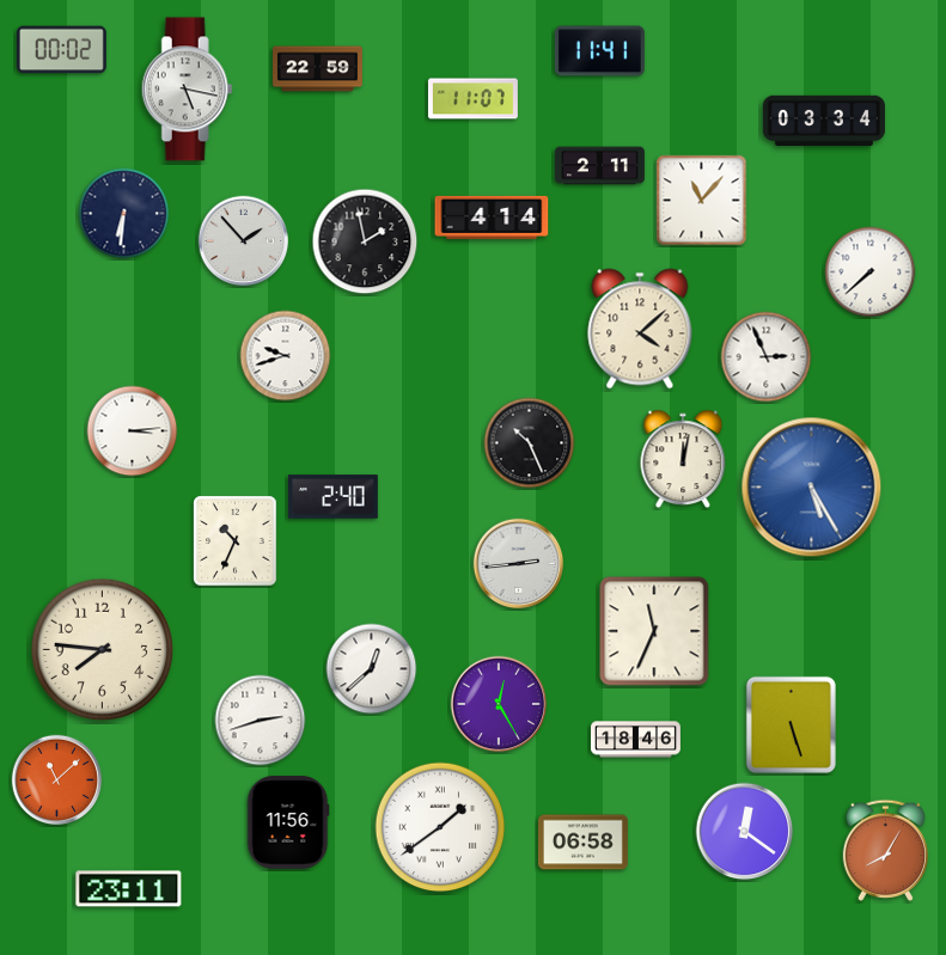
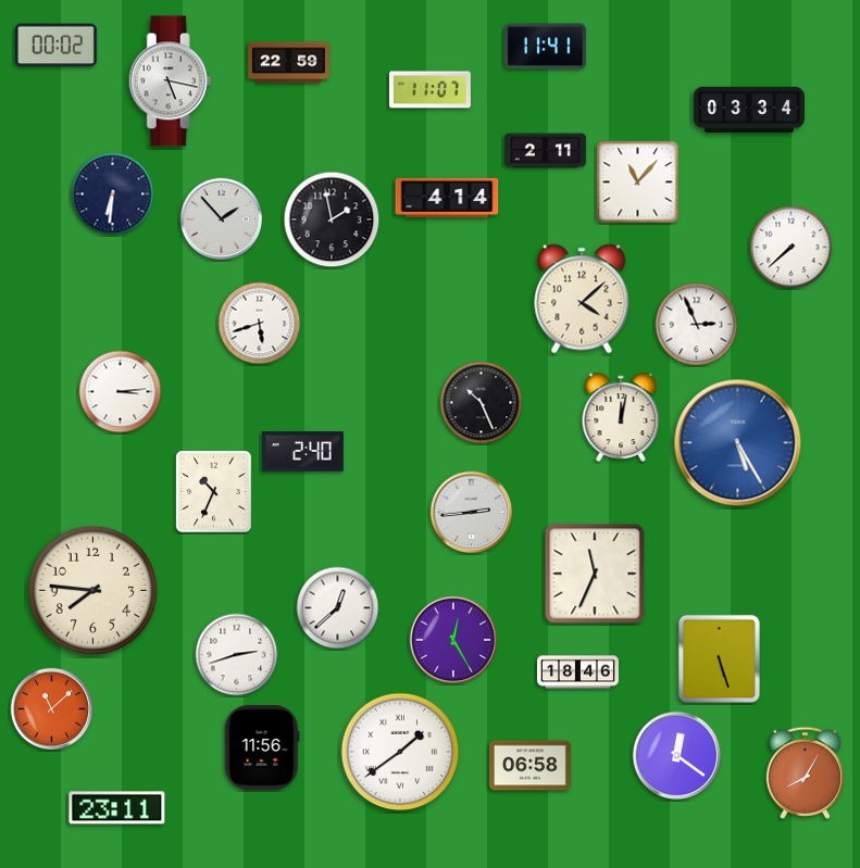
clock at (286, 356): 9:42 -> 5:42
